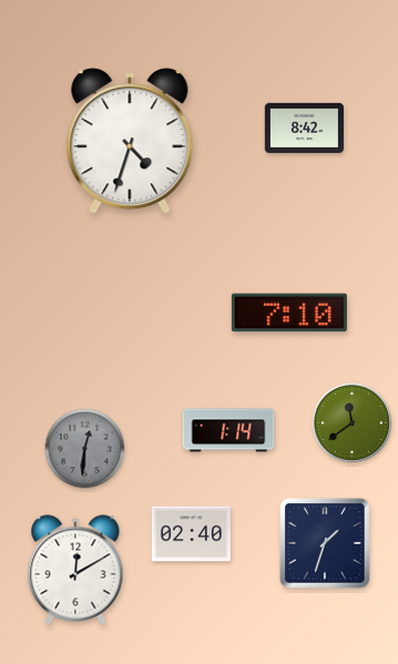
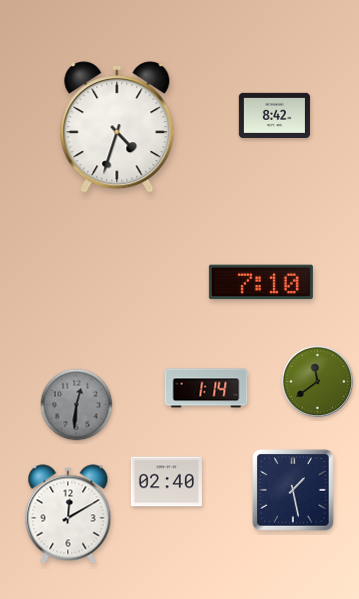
clock at (191, 534) position: (191, 534) -> (166, 482)
clock at (325, 543): 1:33 -> 1:28
